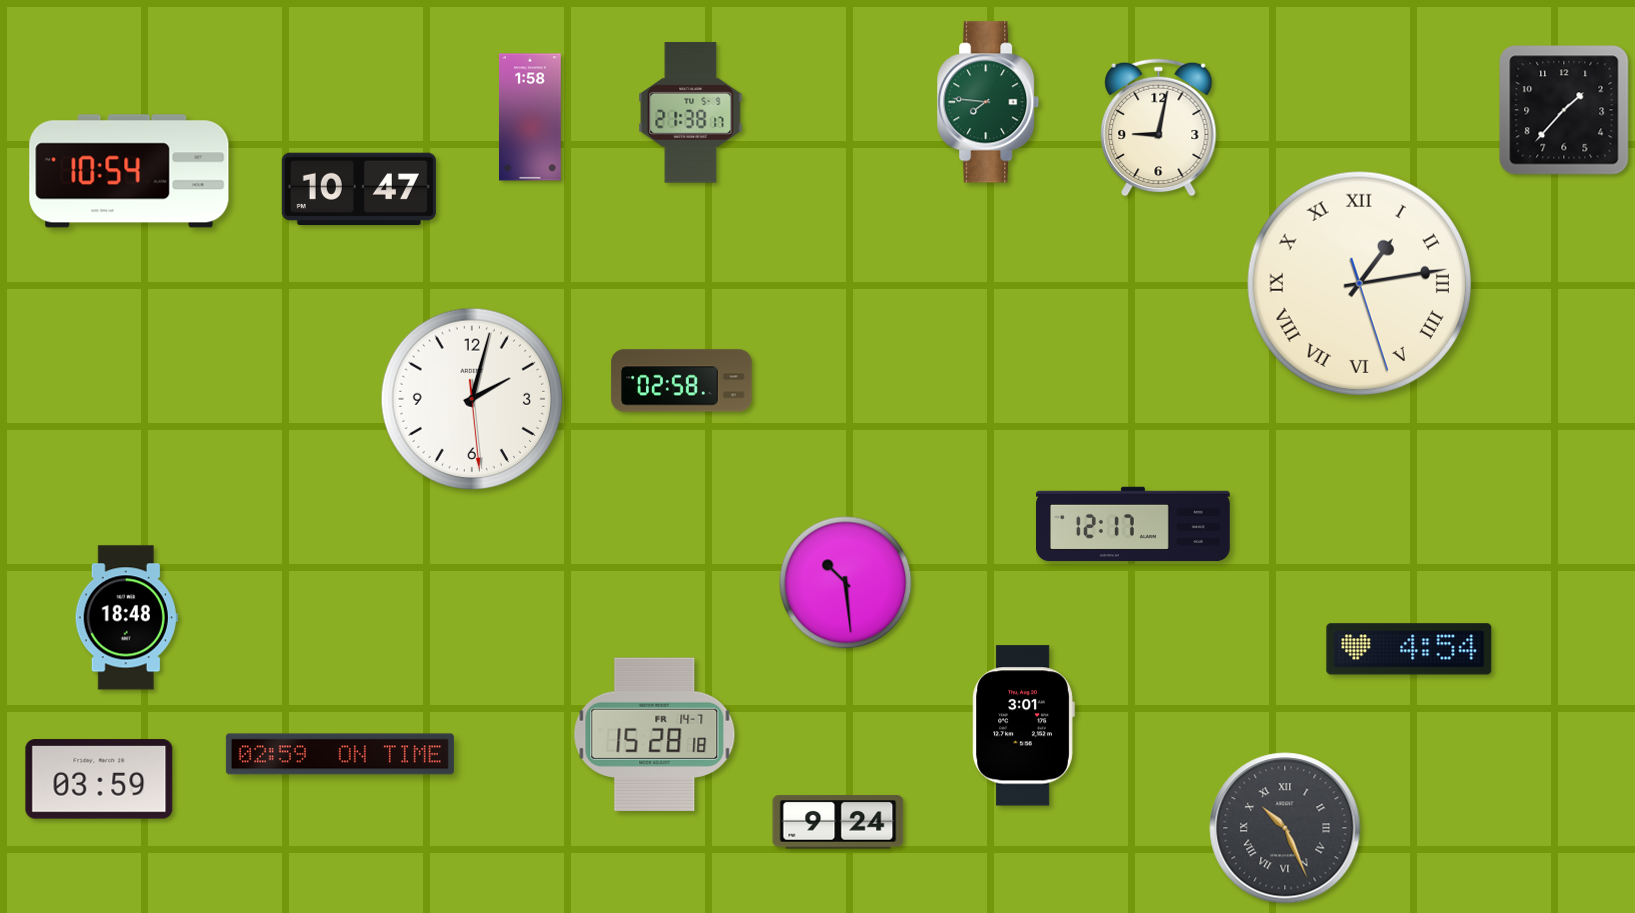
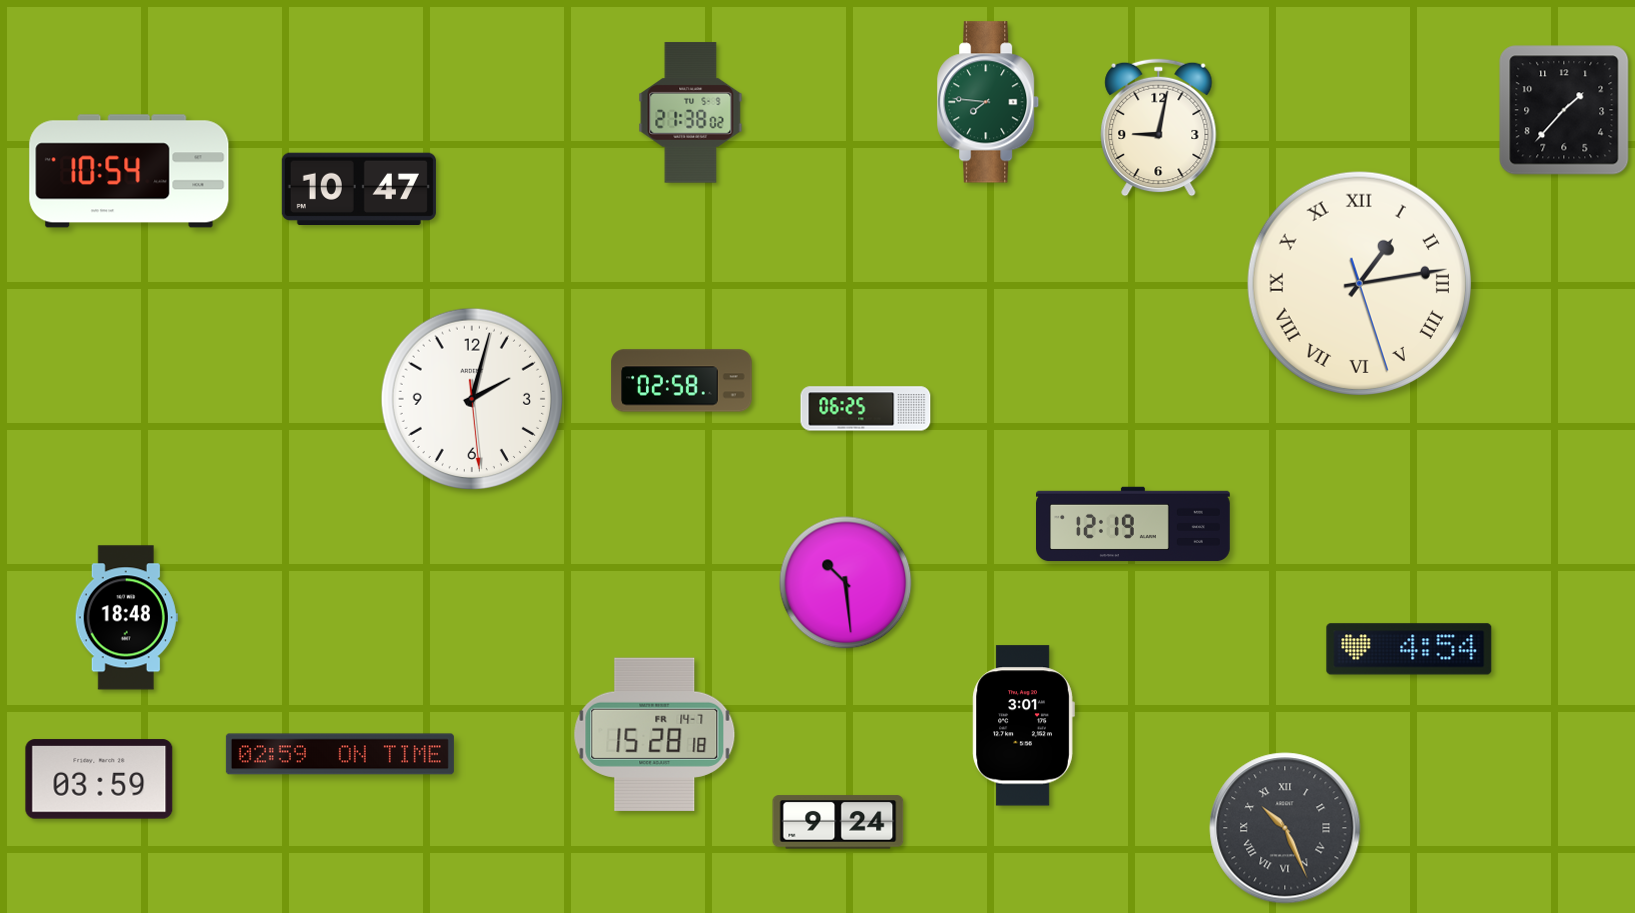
clock at (691, 113): 21:38:17 -> 21:38:02
clock at (531, 117): 1:58 -> none
clock at (866, 409): none -> 06:25
clock at (1134, 524): 12:17 -> 12:19
